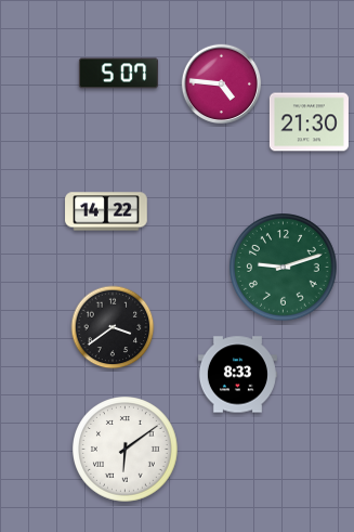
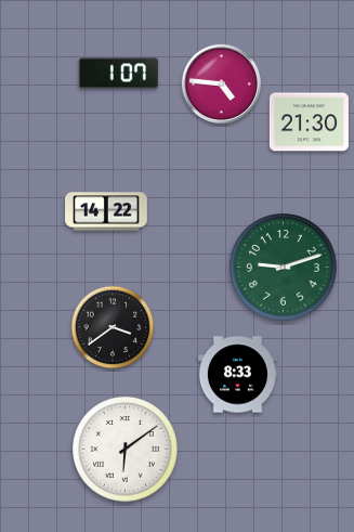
clock at (118, 74): 5:07 -> 1:07
